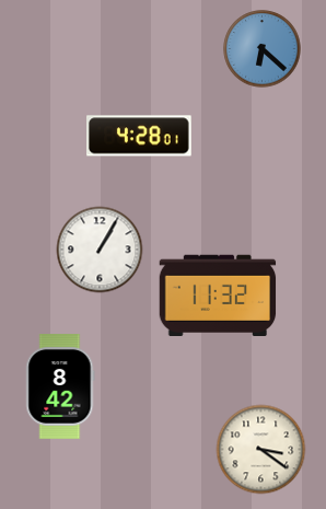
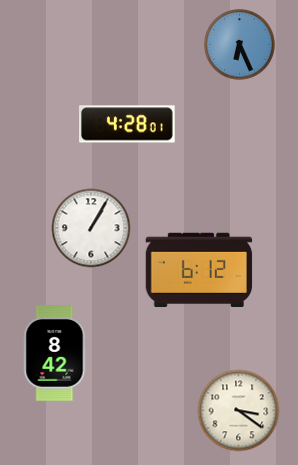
clock at (263, 49): 6:22 -> 6:26
clock at (218, 294): 11:32 -> 6:12
